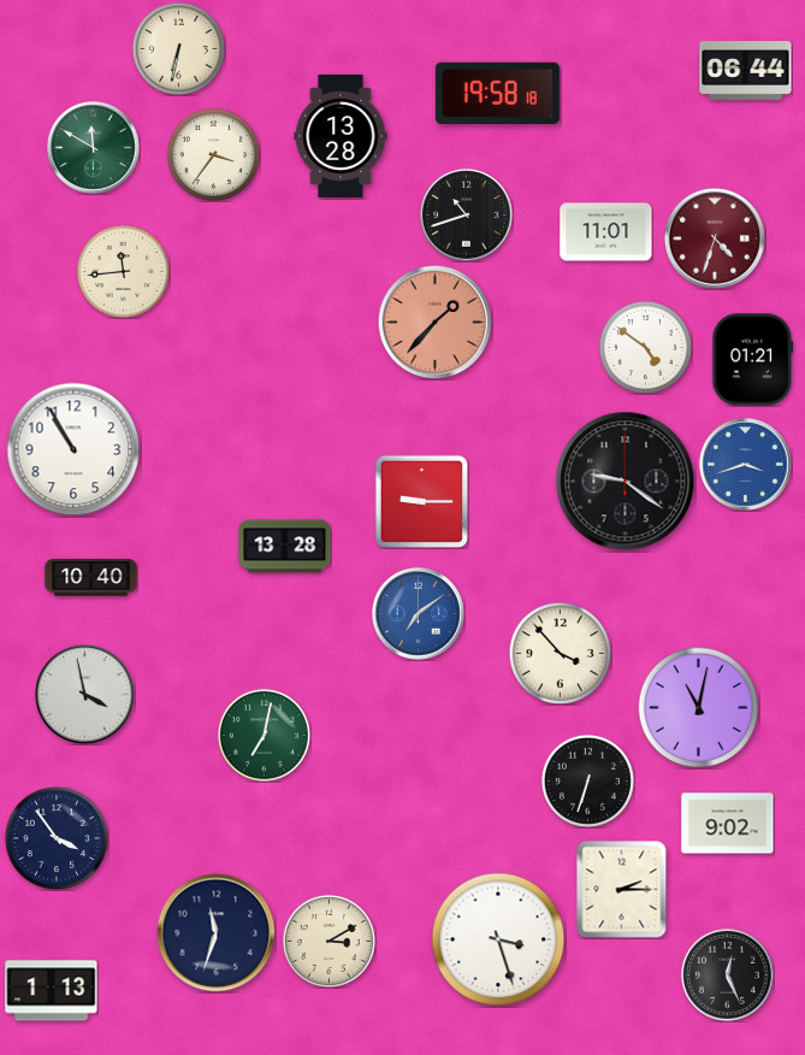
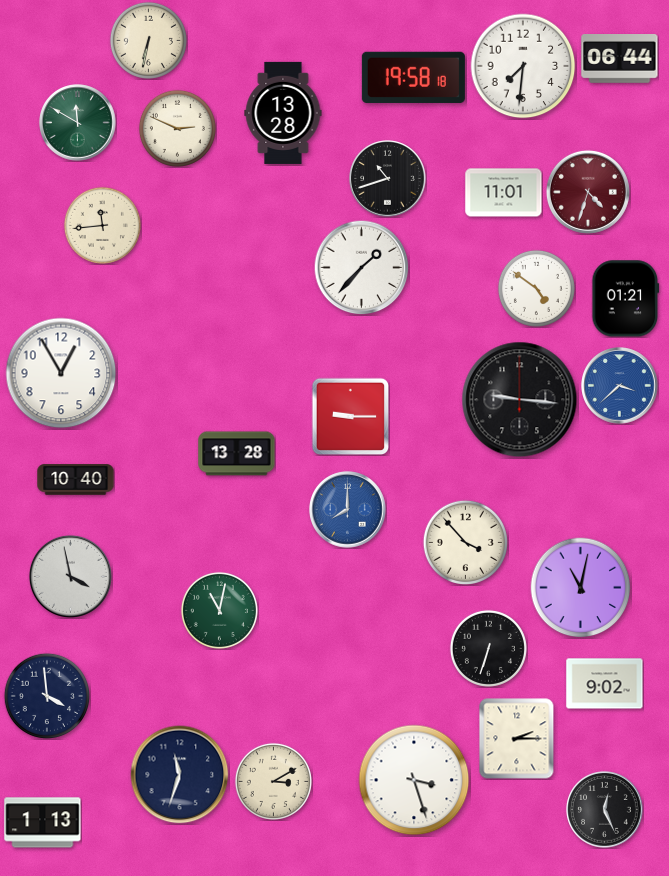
clock at (523, 66): none -> 7:31
clock at (213, 154): 3:36 -> 2:49
clock at (715, 238) position: (715, 238) -> (588, 192)
clock at (434, 322) dial: salmon -> white
clock at (73, 449): 10:55 -> 12:55
clock at (746, 465): 3:42 -> 3:38
clock at (626, 482): 9:21 -> 9:16
clock at (419, 614): 7:09 -> 8:00
clock at (264, 735): 7:02 -> 11:02
clock at (55, 837): 3:54 -> 3:59
